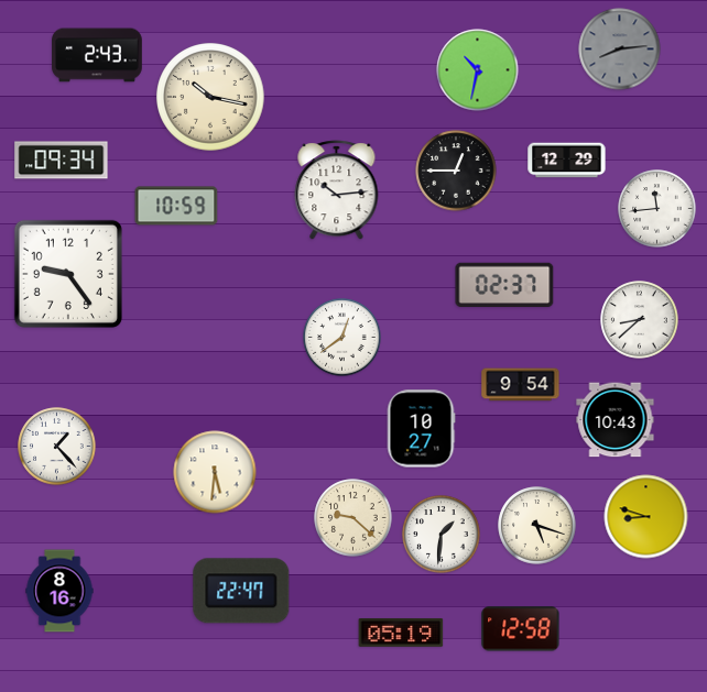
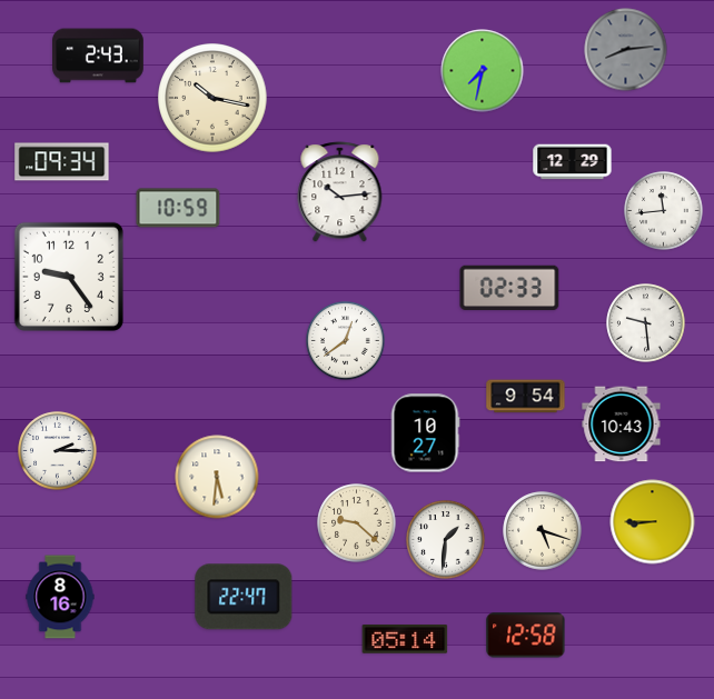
clock at (478, 70): 10:32 -> 7:32
clock at (456, 171): 12:45 -> none
clock at (504, 285): 02:37 -> 02:33
clock at (640, 320): 8:38 -> 9:29
clock at (521, 385) position: (521, 385) -> (526, 397)
clock at (57, 447): 1:23 -> 2:15
clock at (646, 517): 8:48 -> 8:45
clock at (401, 633): 05:19 -> 05:14
